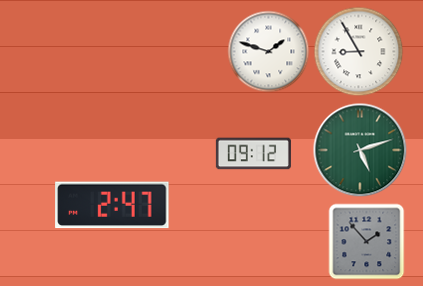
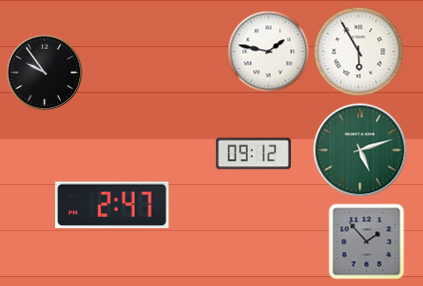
clock at (269, 52): 1:48 -> 1:47
clock at (359, 52): 8:55 -> 5:55
clock at (45, 73): none -> 9:54
